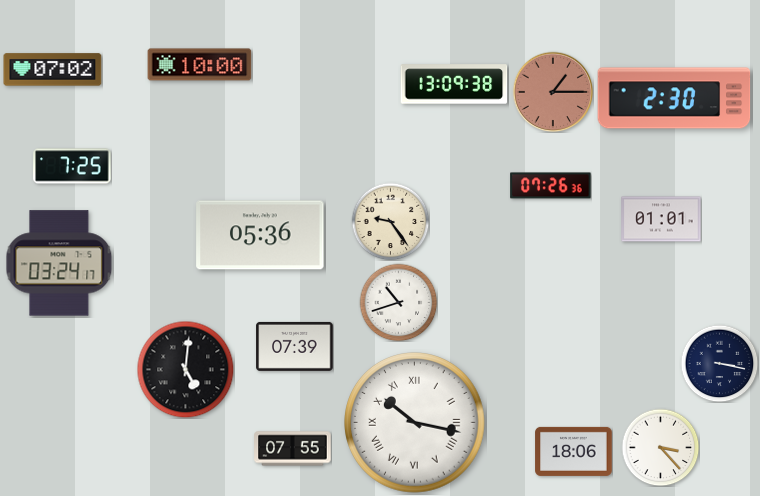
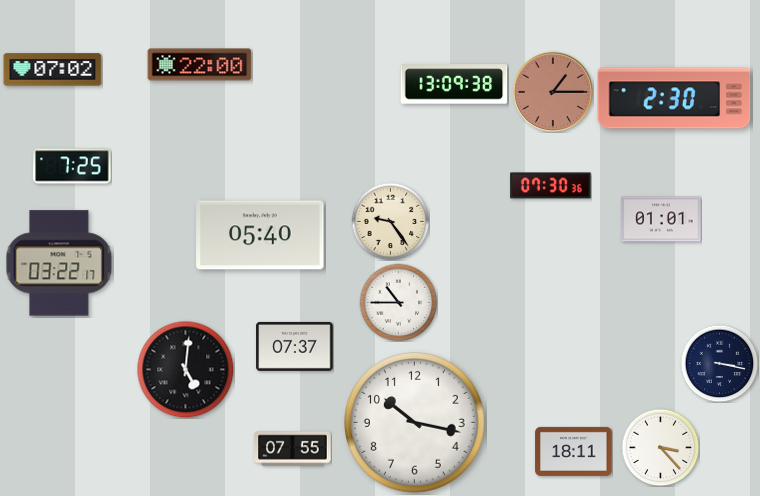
clock at (200, 65): 10:00 -> 22:00
clock at (551, 186): 07:26 -> 07:30
clock at (260, 235): 05:36 -> 05:40
clock at (59, 263): 03:24 -> 03:22
clock at (398, 302): 10:42 -> 10:45
clock at (295, 346): 07:39 -> 07:37
clock at (415, 423) numerals: Roman -> Arabic
clock at (574, 451): 18:06 -> 18:11
